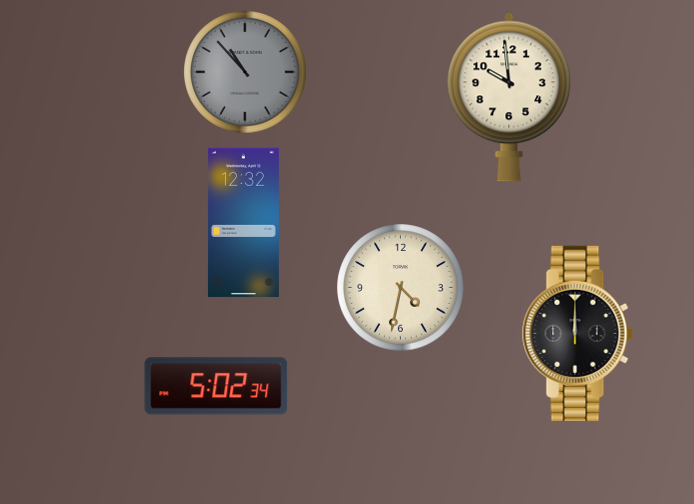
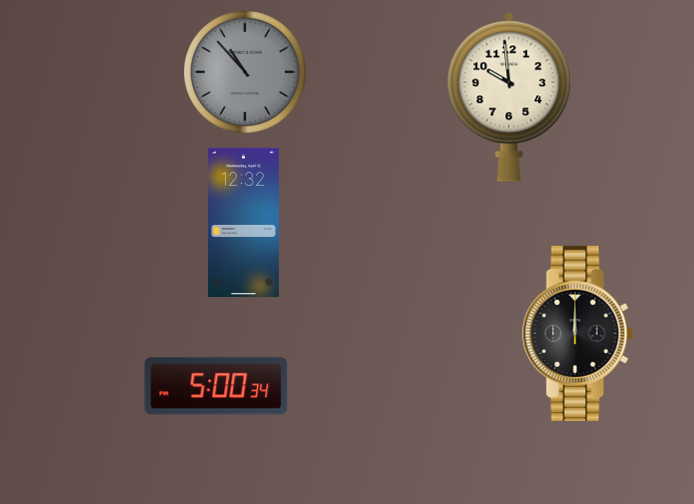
clock at (401, 288): 4:32 -> none
clock at (216, 386): 5:02 -> 5:00
